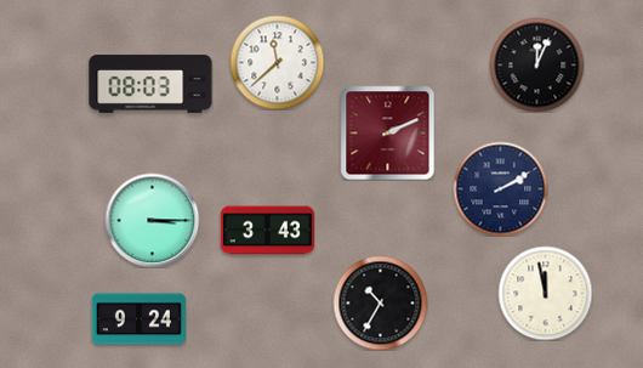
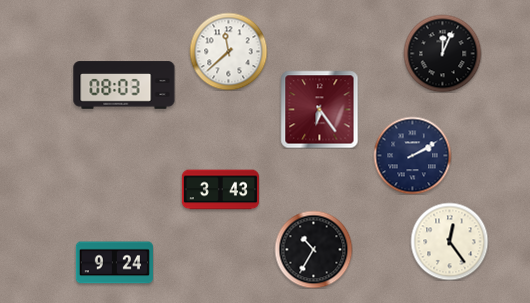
clock at (150, 84) position: (150, 84) -> (124, 85)
clock at (387, 132): 2:11 -> 6:24
clock at (152, 220): 3:15 -> none
clock at (545, 293): 11:58 -> 12:24
